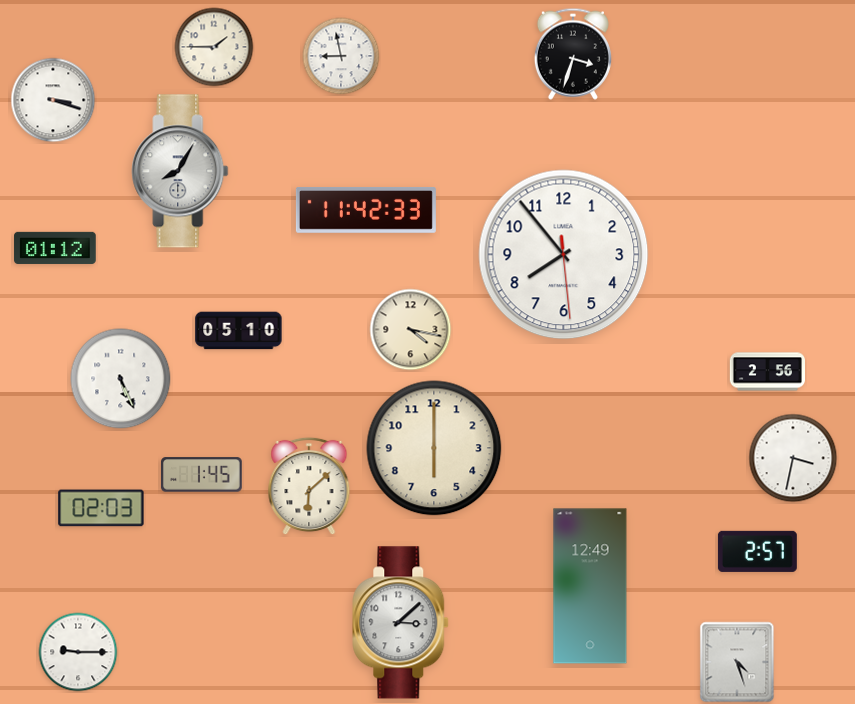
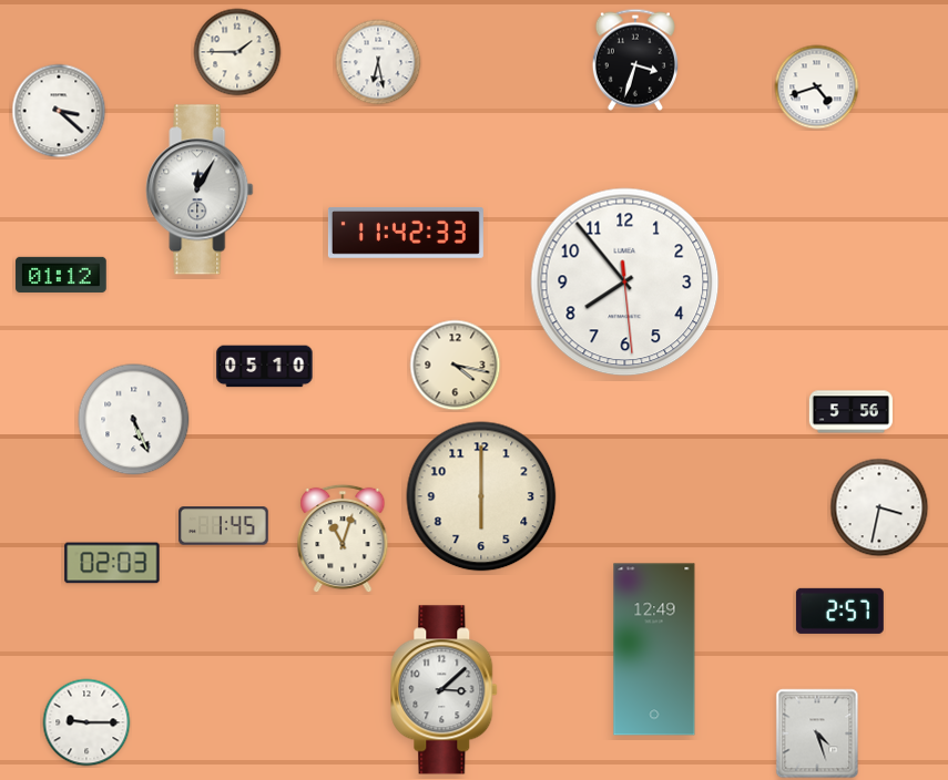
clock at (341, 56): 8:58 -> 6:28
clock at (817, 88): none -> 4:42
clock at (53, 100): 3:18 -> 3:22
clock at (180, 171): 8:05 -> 12:05
clock at (767, 372): 2:56 -> 5:56
clock at (309, 486): 6:08 -> 11:03
